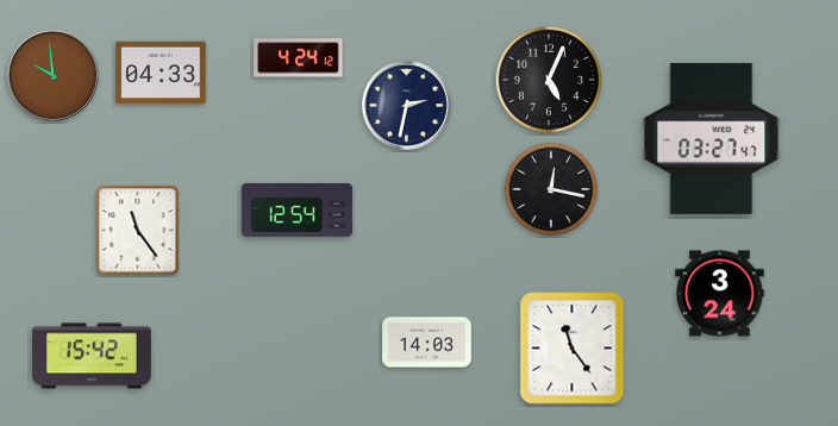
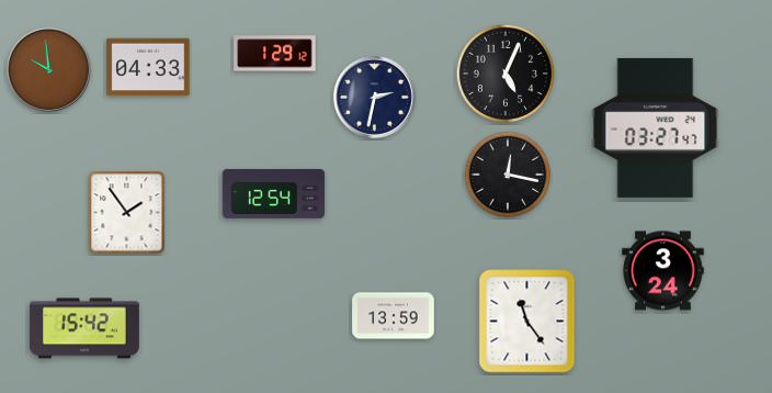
clock at (299, 58): 4:24 -> 1:29
clock at (138, 231): 11:24 -> 1:54
clock at (427, 343): 14:03 -> 13:59
